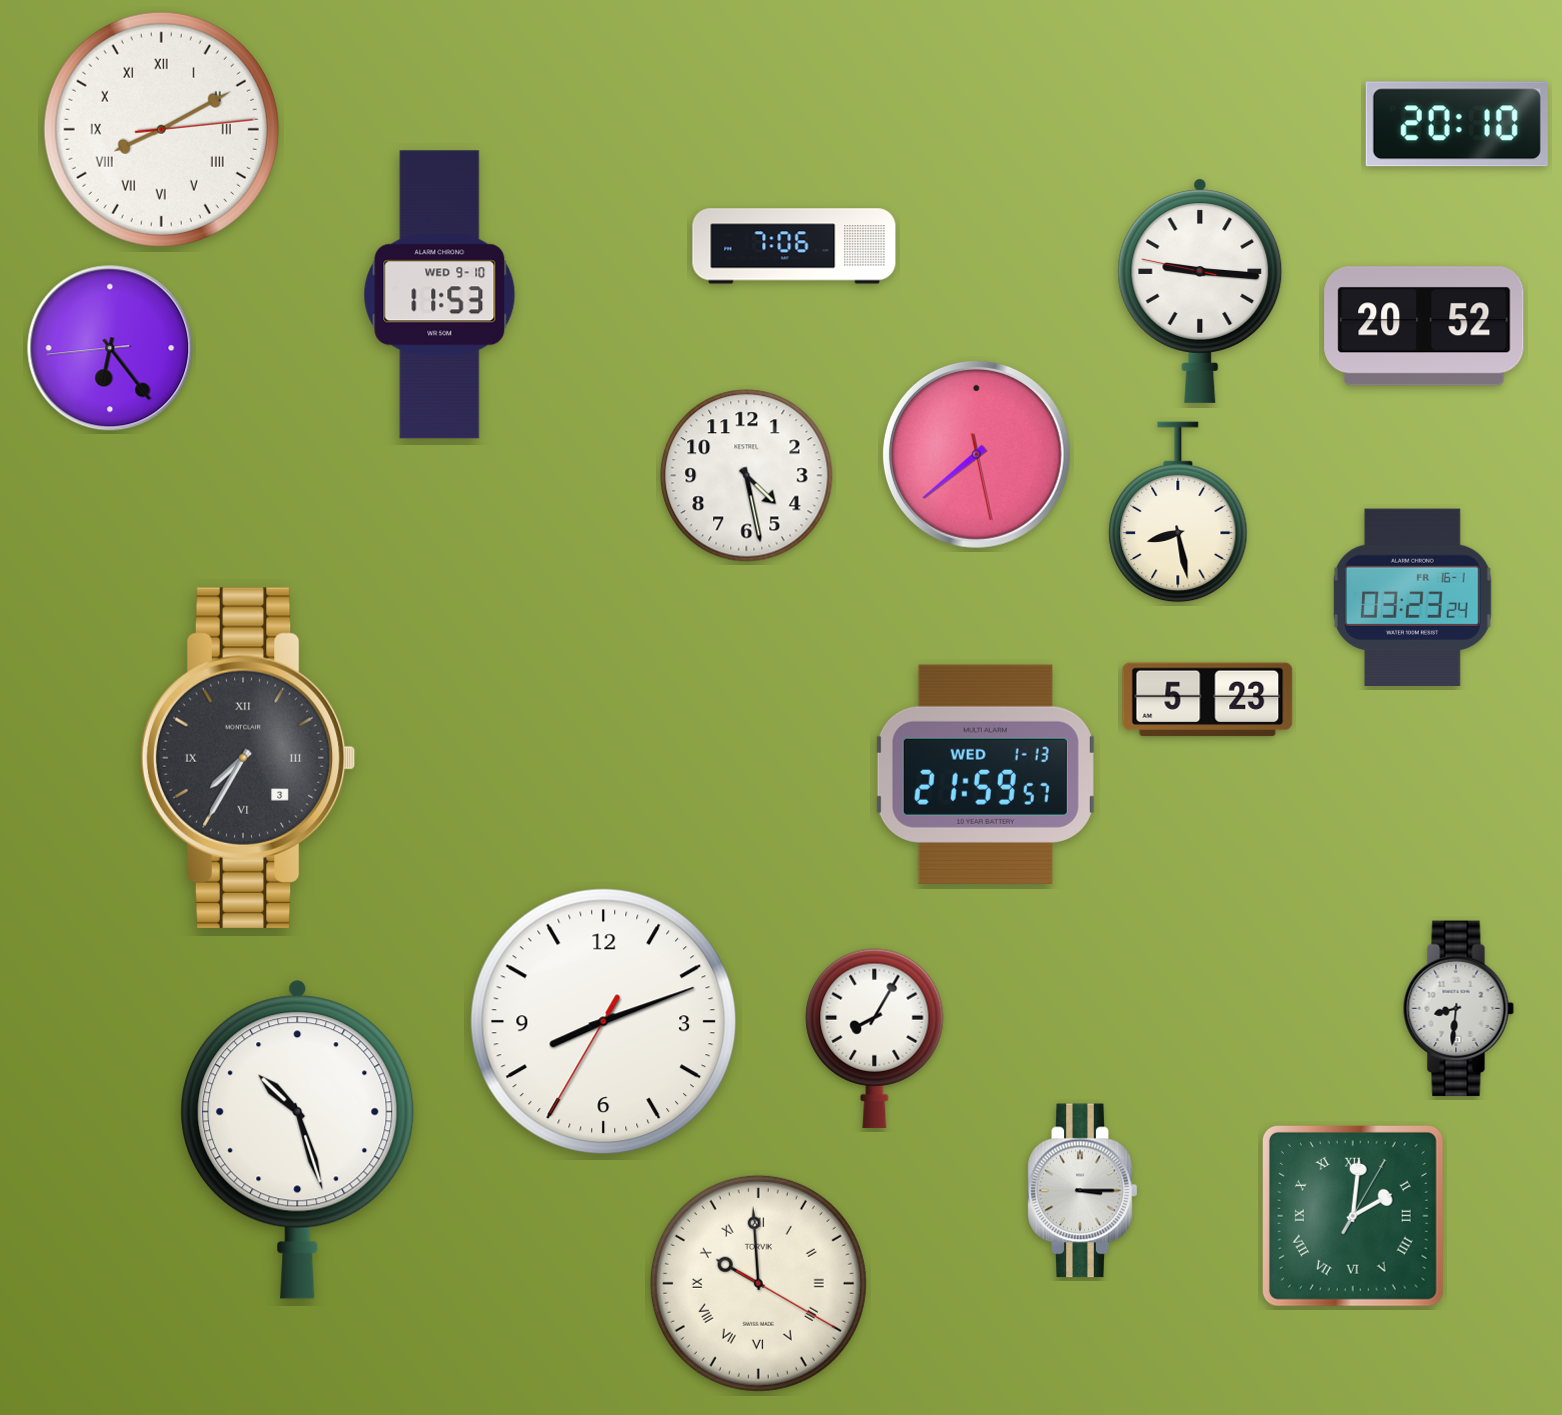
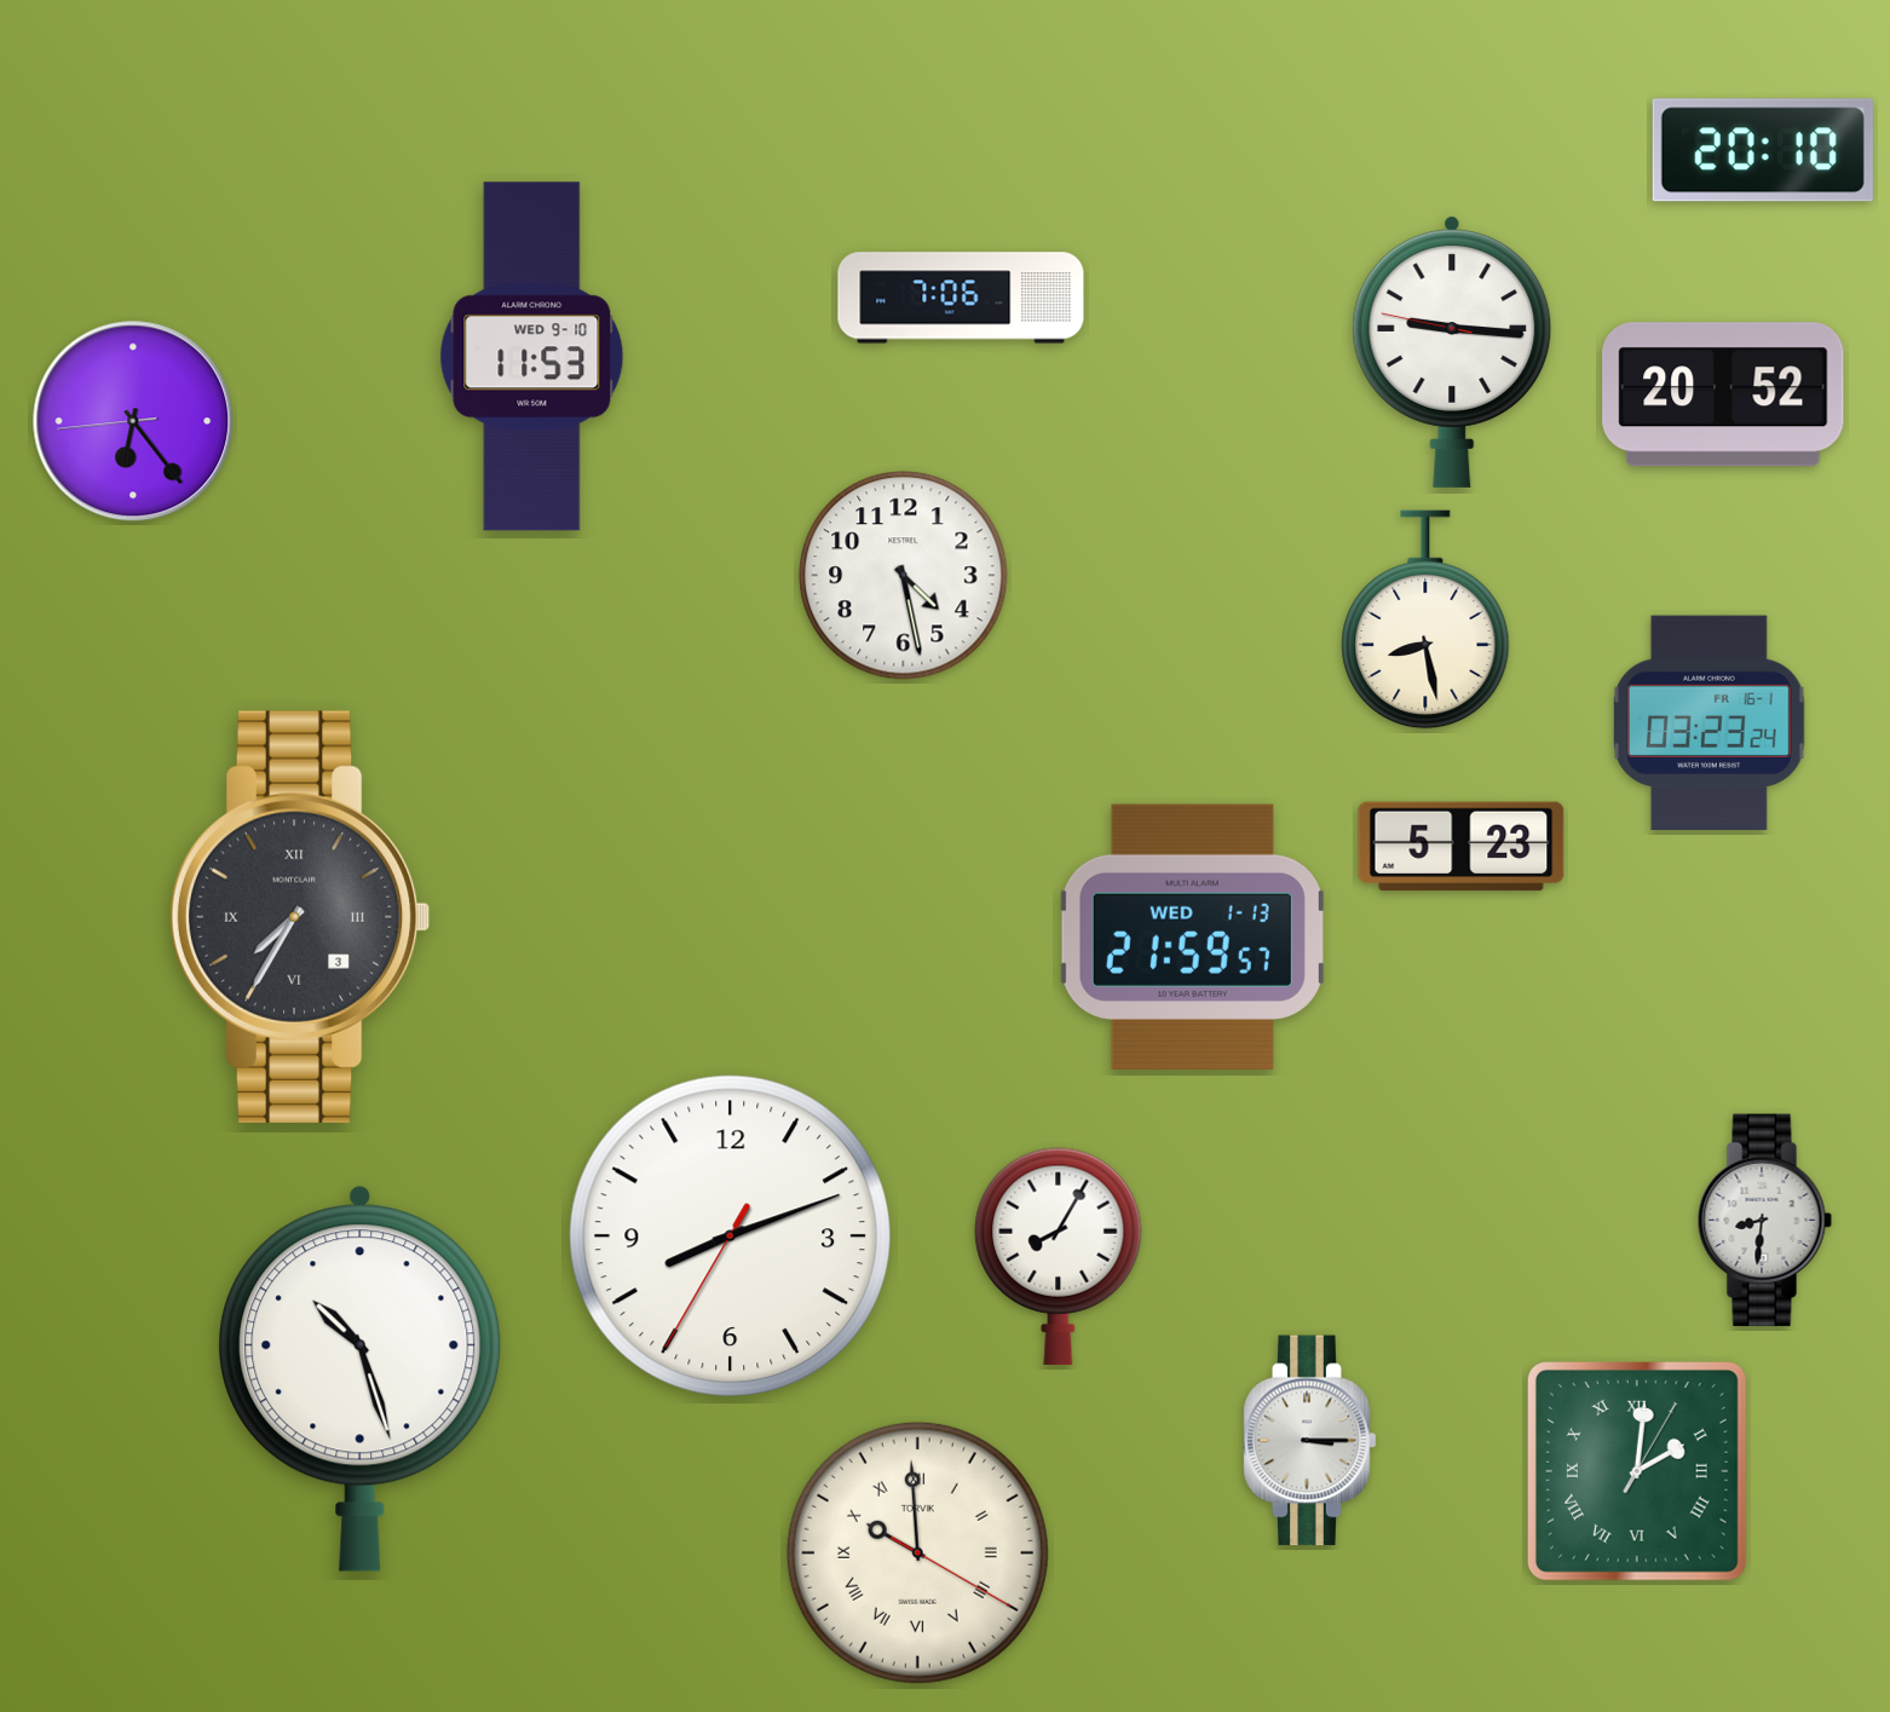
clock at (161, 129): 8:10 -> none
clock at (976, 454): 7:38 -> none
